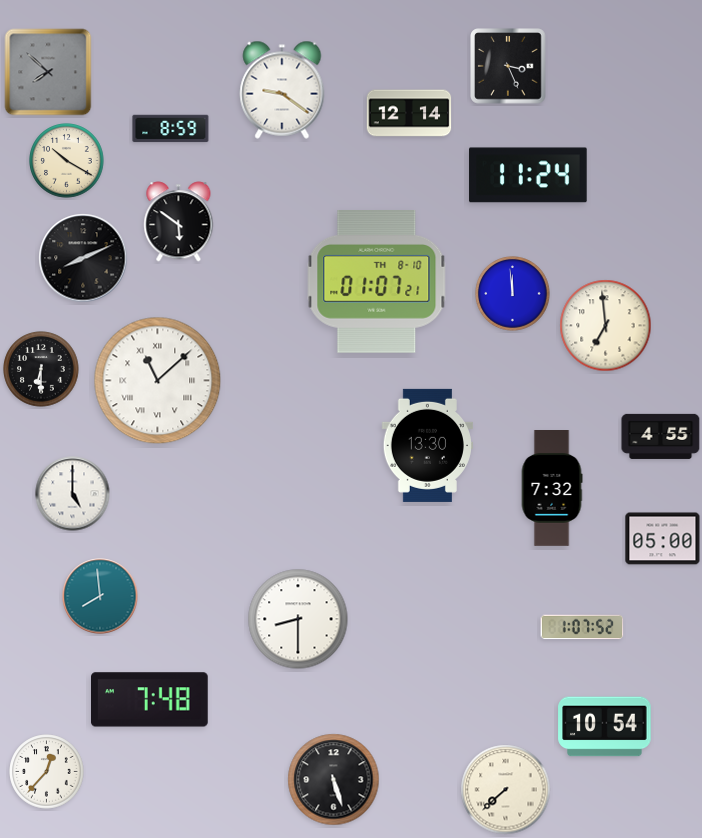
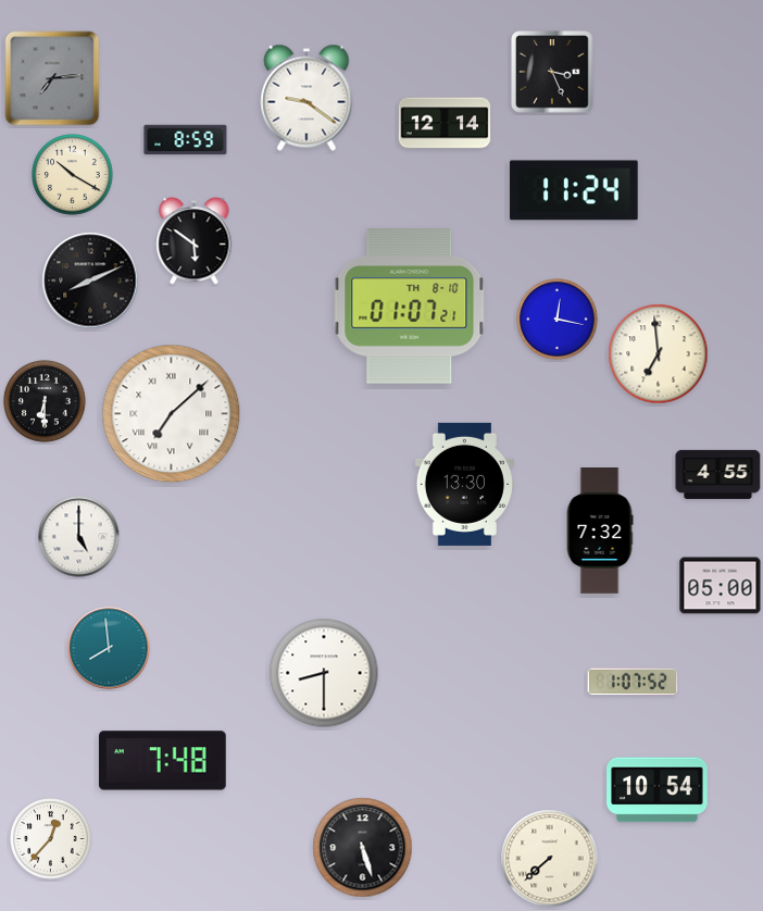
clock at (48, 72): 7:52 -> 7:14
clock at (513, 294): 11:59 -> 12:17
clock at (158, 381): 11:08 -> 7:08
